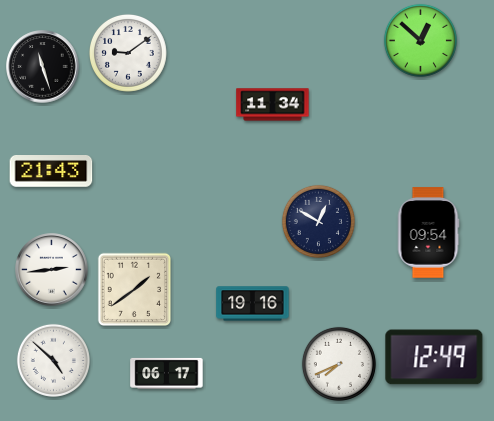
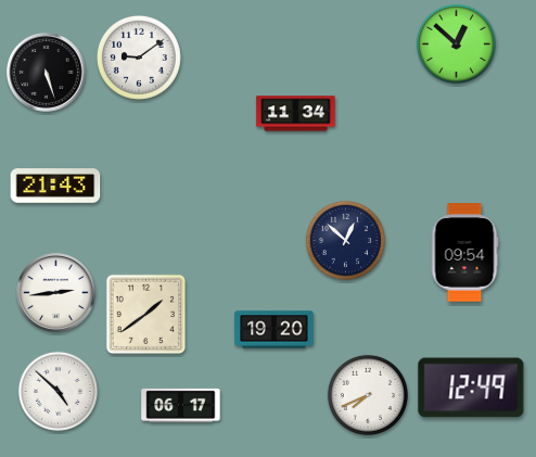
clock at (43, 67): 11:27 -> 5:27
clock at (318, 221): 12:50 -> 12:52
clock at (253, 304): 19:16 -> 19:20
